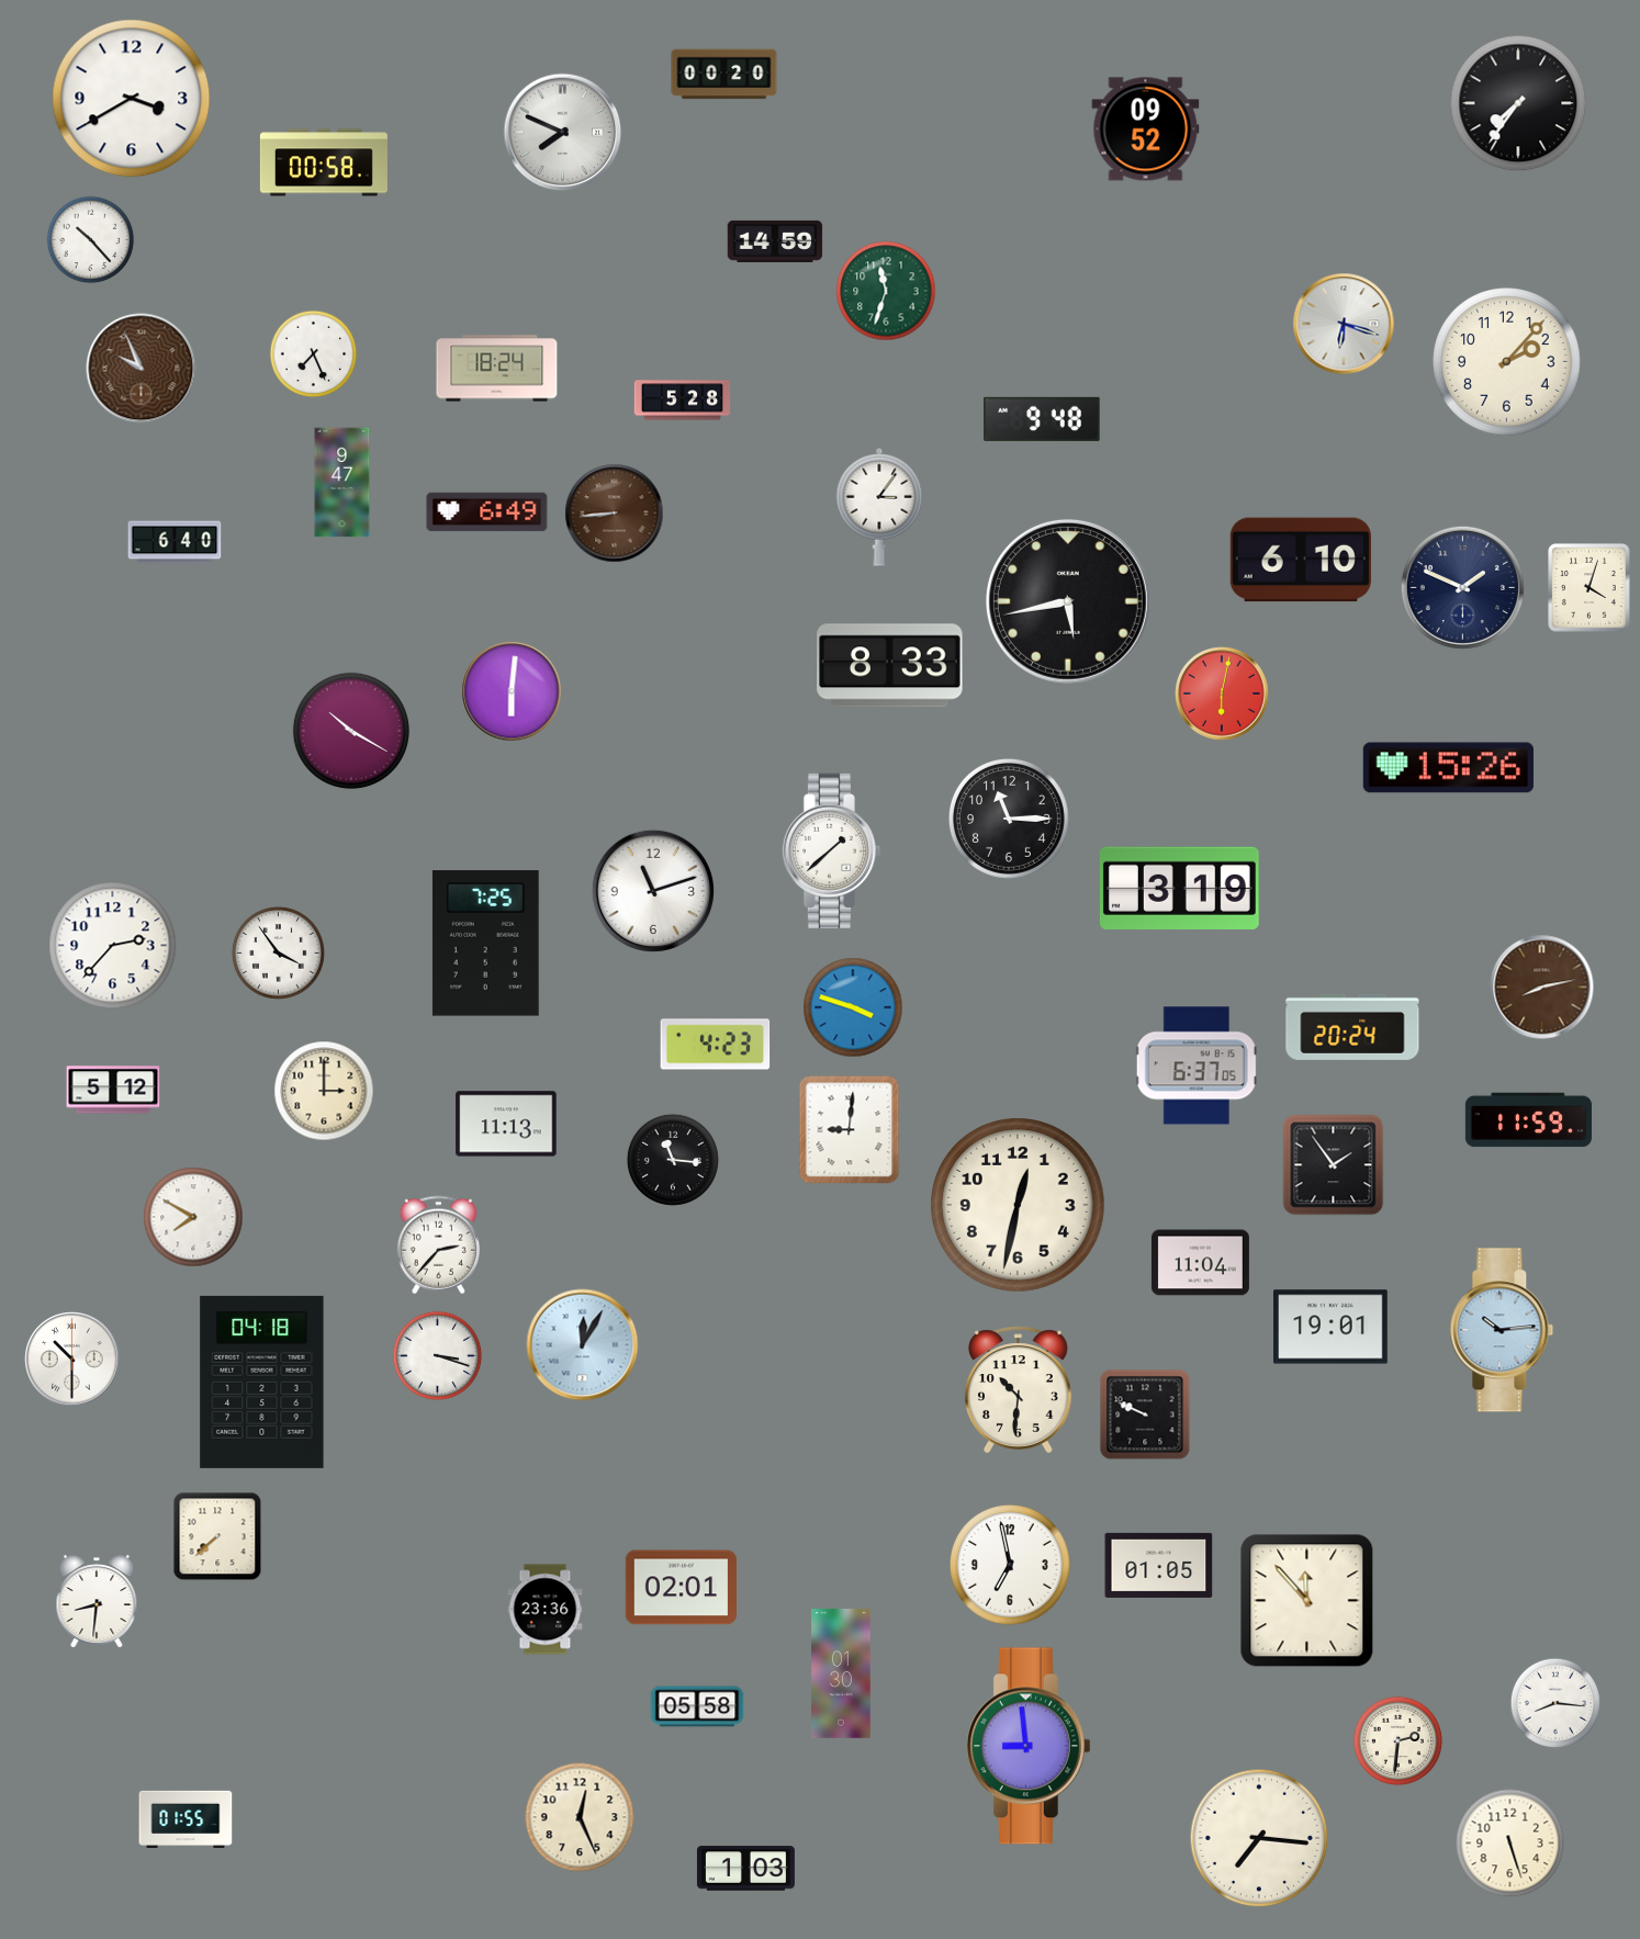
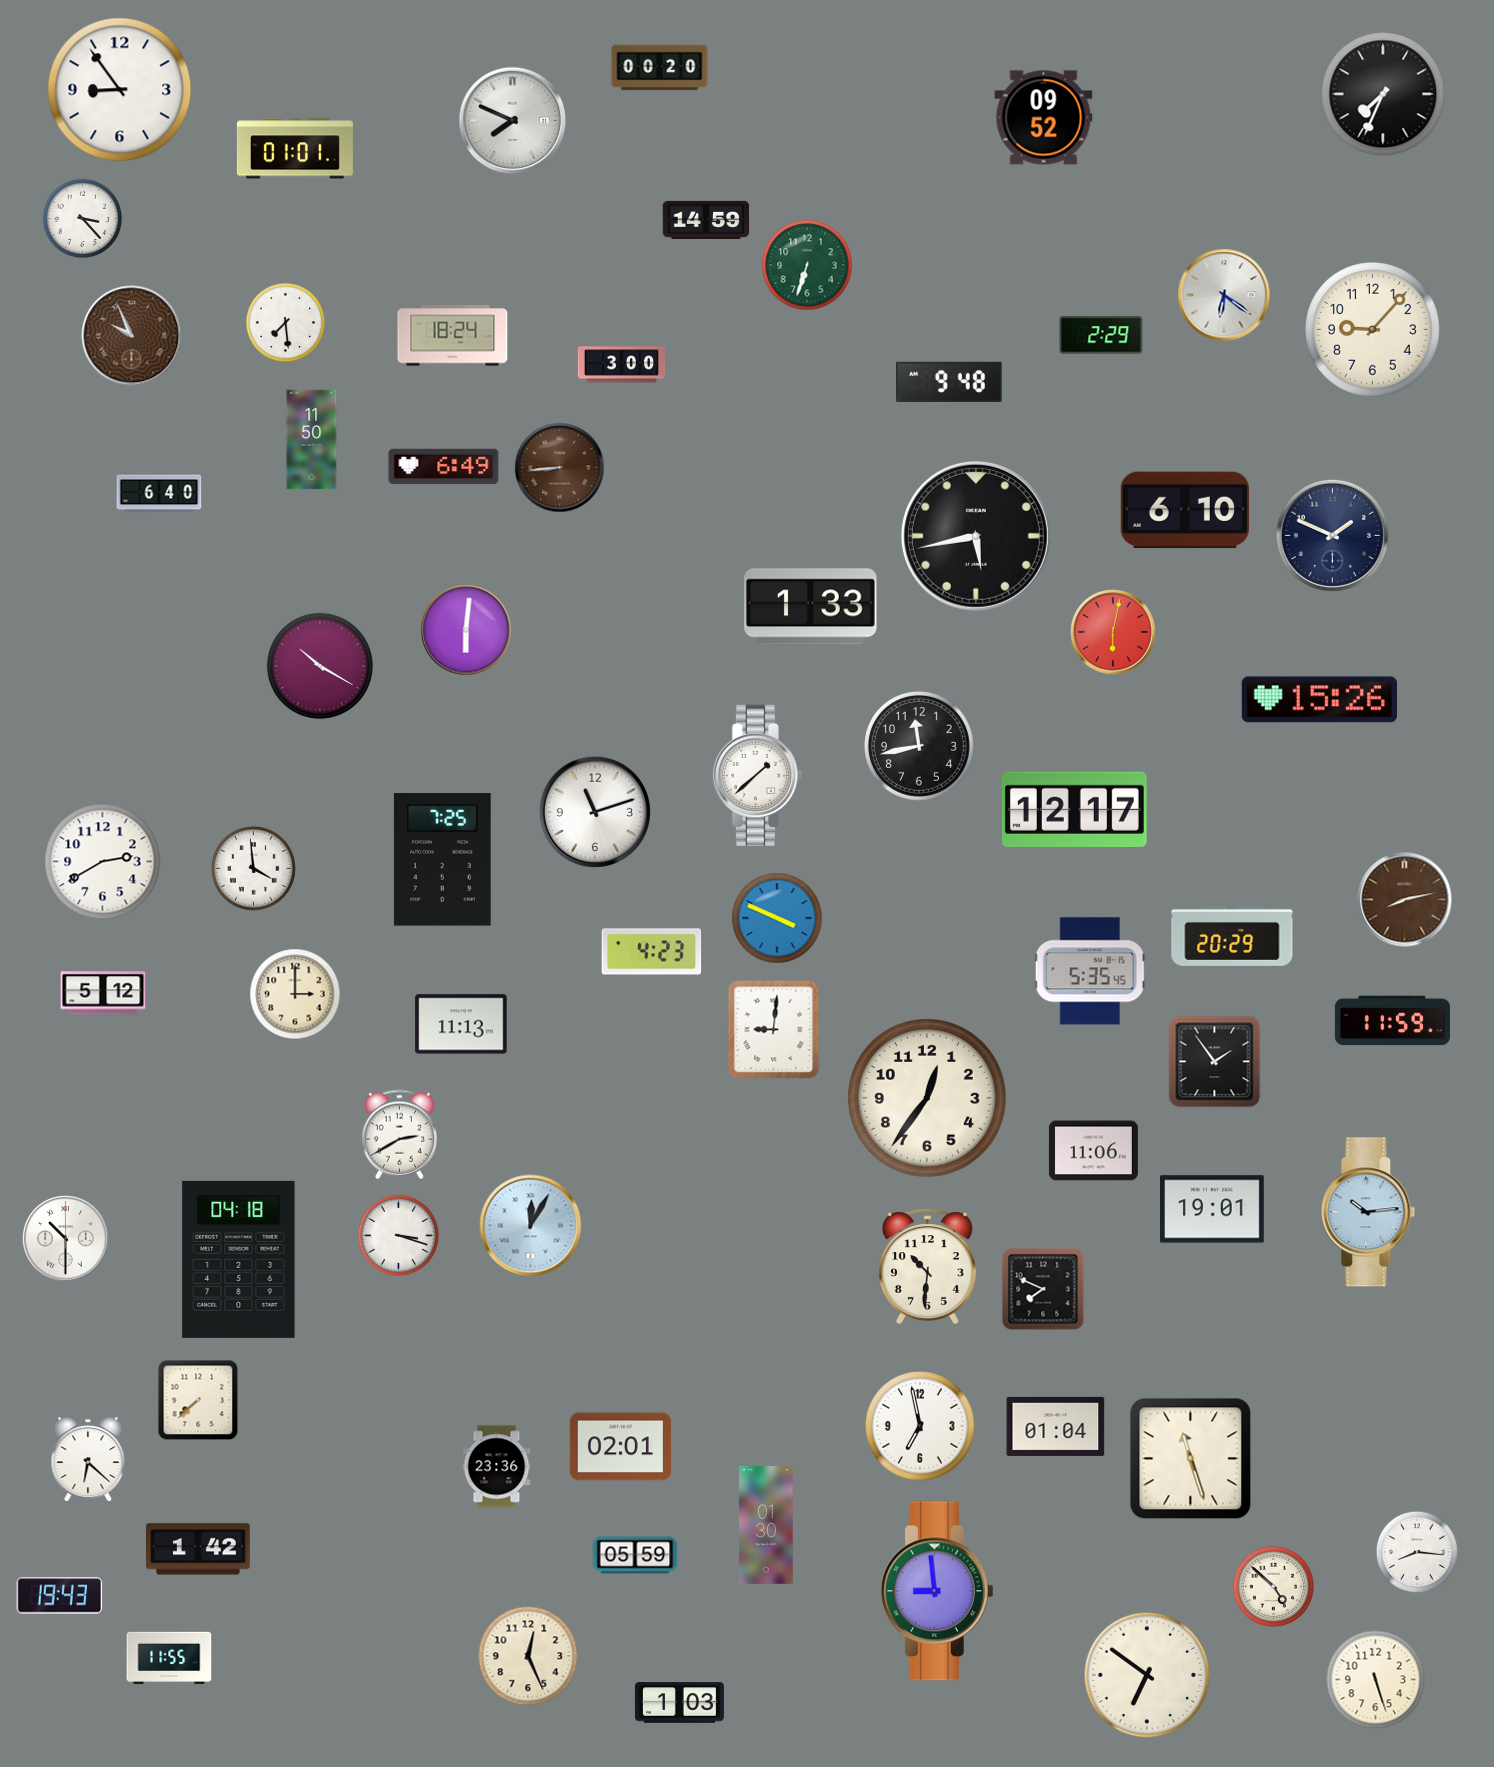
clock at (132, 99): 3:40 -> 8:54
clock at (1518, 103): 7:36 -> 7:34
clock at (324, 162): 00:58 -> 01:01
clock at (91, 240): 10:23 -> 3:23
clock at (886, 291): 11:33 -> 6:33
clock at (1344, 324): 6:18 -> 6:21
clock at (314, 354): 7:26 -> 7:29
clock at (1507, 362): 2:07 -> 9:07
clock at (1101, 335): none -> 2:29
clock at (142, 369) position: (142, 369) -> (132, 336)
clock at (683, 401): 5:28 -> 3:00
clock at (342, 483): 9:47 -> 11:50
clock at (879, 508): 3:06 -> none
clock at (1590, 588): 4:03 -> none
clock at (1068, 601) position: (1068, 601) -> (976, 536)
clock at (890, 666): 8:33 -> 1:33
clock at (1010, 820): 11:15 -> 11:43
clock at (1179, 888): 3:19 -> 12:17
clock at (113, 946): 2:37 -> 2:40
clock at (278, 952): 3:54 -> 3:59
clock at (853, 1007): 3:48 -> 3:49
clock at (1352, 1027): 20:24 -> 20:29
clock at (1197, 1066): 6:37 -> 5:35
clock at (673, 1160): 11:16 -> none
clock at (1019, 1206): 12:32 -> 12:36
clock at (193, 1217): 7:50 -> none
clock at (438, 1245): 2:37 -> 2:40
clock at (1200, 1263): 11:04 -> 11:06
clock at (1145, 1414): 9:49 -> 7:49
clock at (1159, 1565): 01:05 -> 01:04
clock at (97, 1601): 8:31 -> 6:22
clock at (1307, 1601): 11:53 -> 11:27
clock at (199, 1549): none -> 1:42
clock at (697, 1706): 05:58 -> 05:59
clock at (1399, 1741): 2:31 -> 4:52
clock at (60, 1596): none -> 19:43
clock at (186, 1819): 01:55 -> 11:55
clock at (1259, 1838): 7:16 -> 6:51
